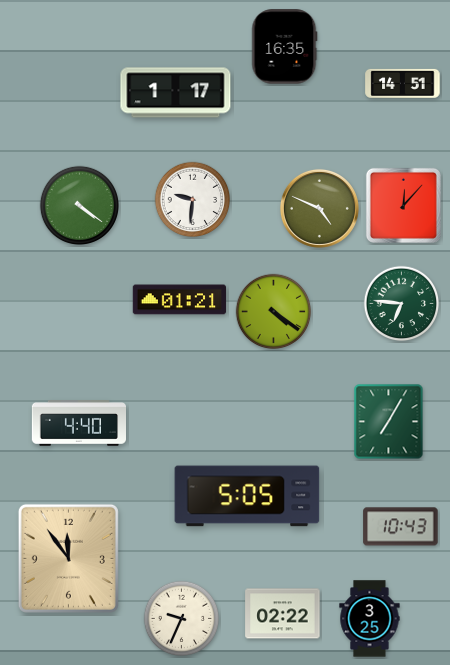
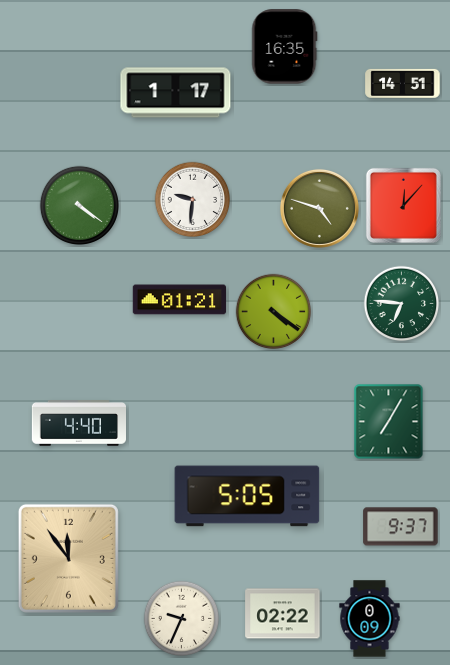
clock at (319, 208): 4:49 -> 4:48
clock at (401, 527): 10:43 -> 9:37
clock at (370, 619): 3:25 -> 0:09
